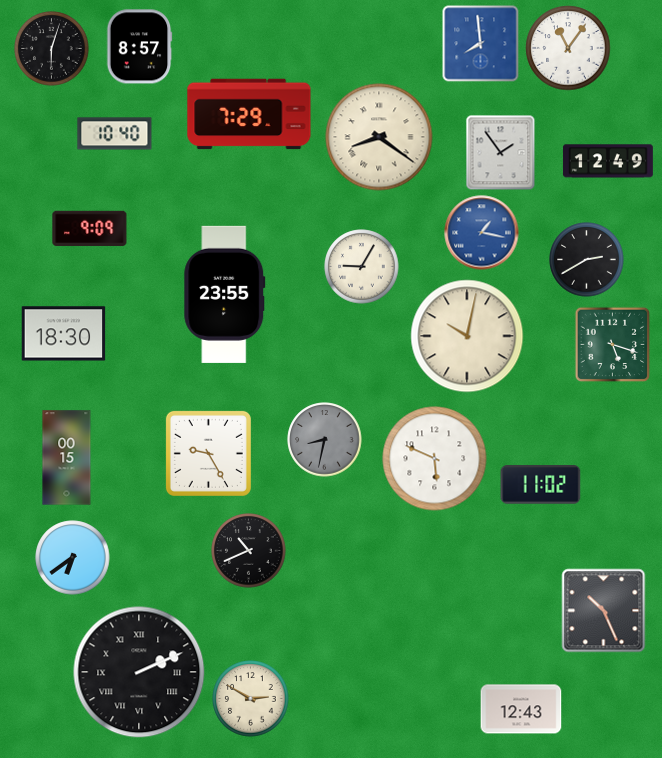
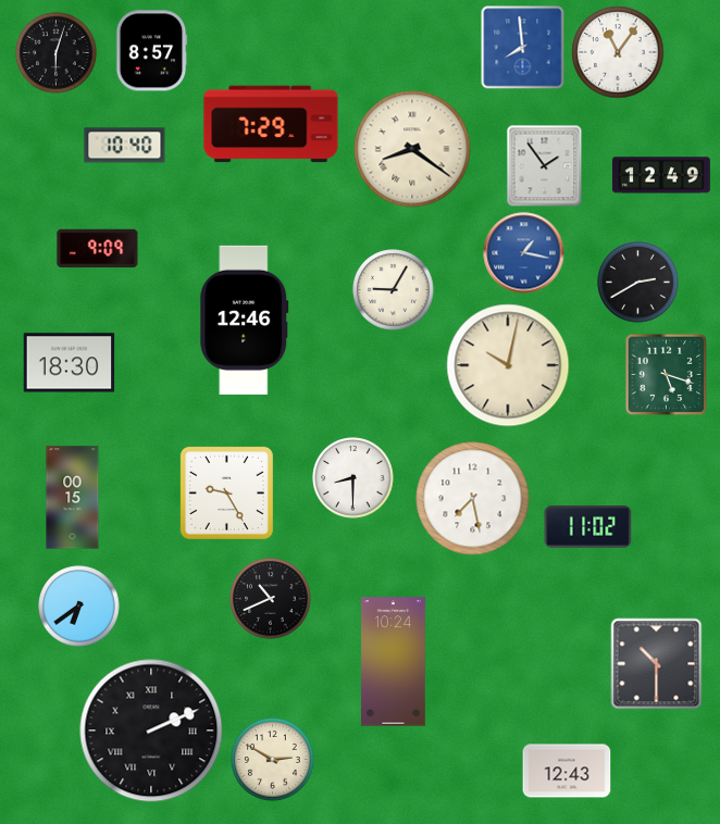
clock at (225, 294): 23:55 -> 12:46
clock at (325, 440): 8:32 -> 8:30
clock at (325, 440) dial: grey -> white
clock at (435, 459): 5:49 -> 7:28
clock at (394, 662): none -> 10:24
clock at (604, 611): 10:26 -> 10:30
